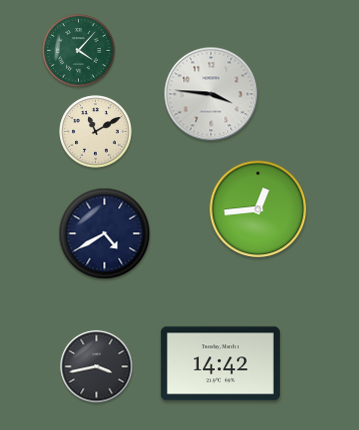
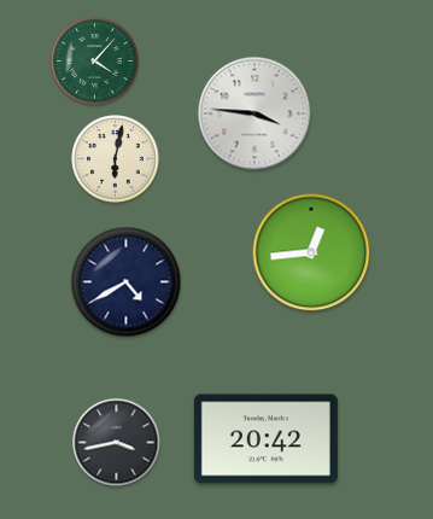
clock at (96, 132): 11:10 -> 6:02
clock at (220, 364): 14:42 -> 20:42
